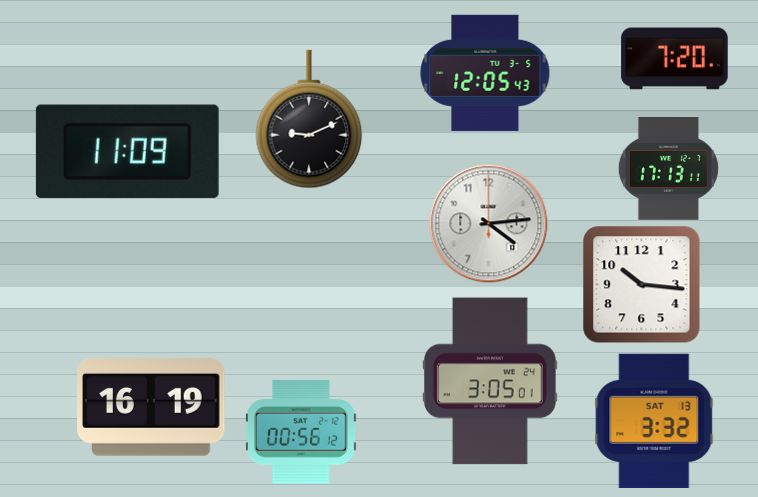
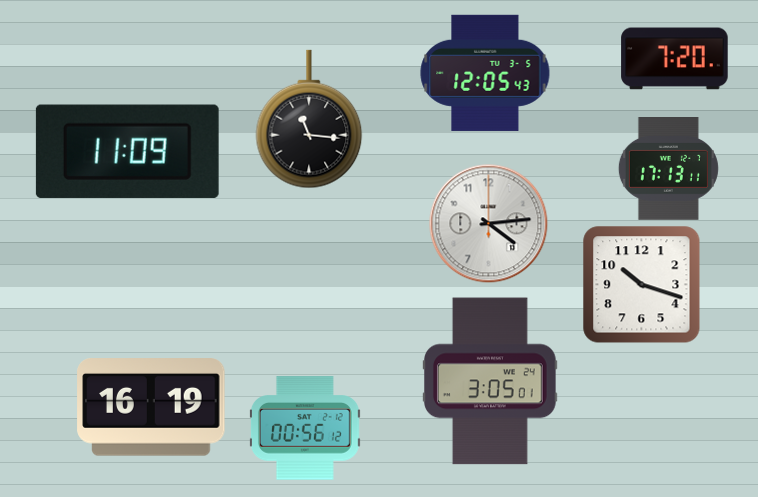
clock at (309, 119): 9:11 -> 11:16
clock at (642, 285): 10:16 -> 10:18
clock at (654, 421): 3:32 -> none
clock at (301, 432) position: (301, 432) -> (305, 428)
